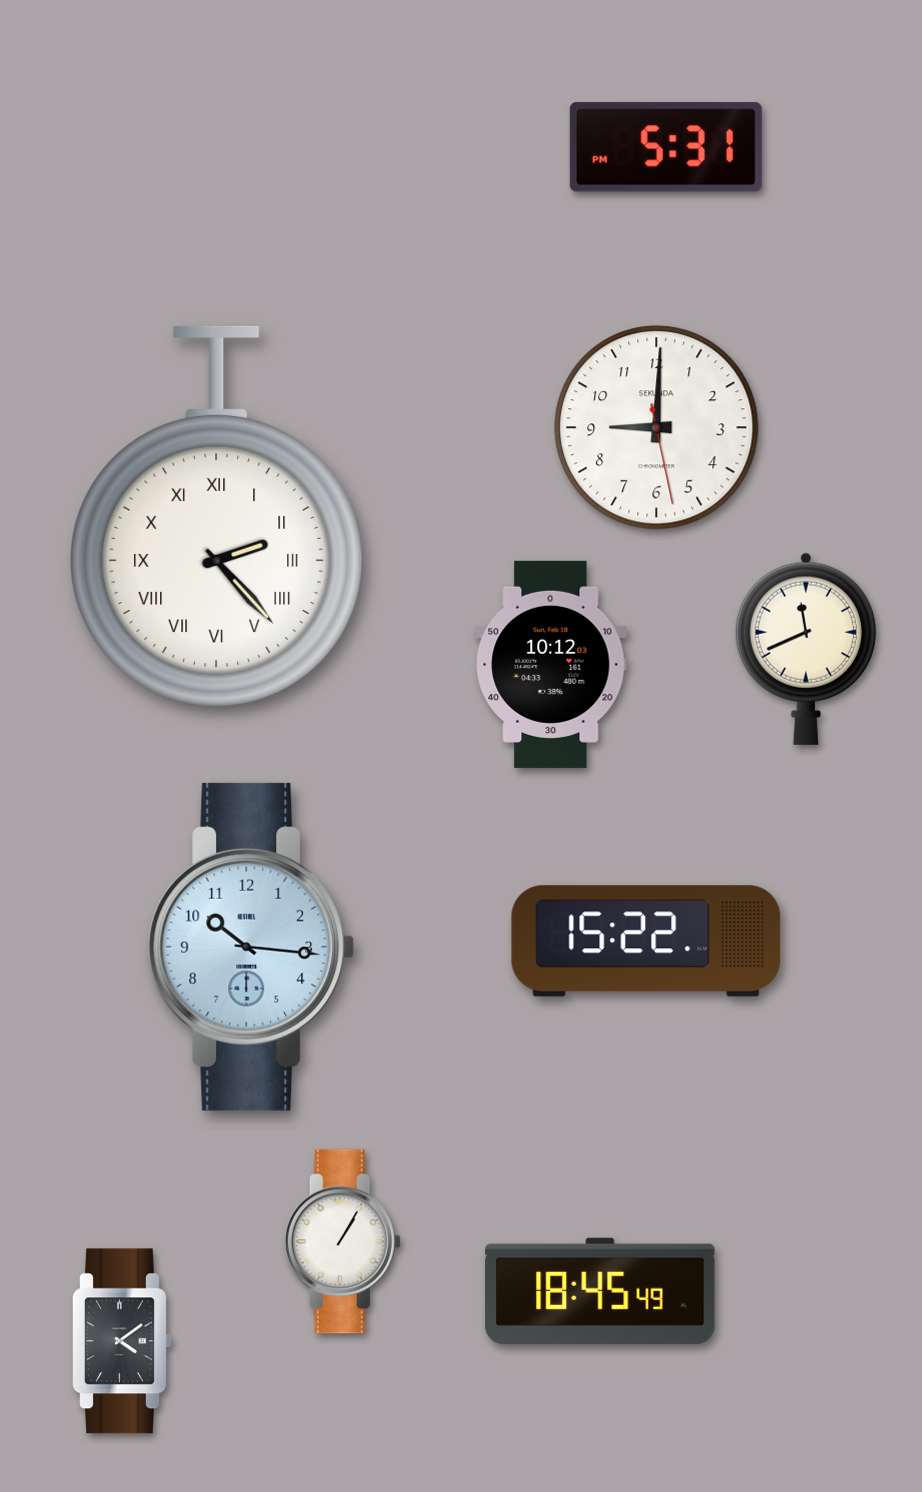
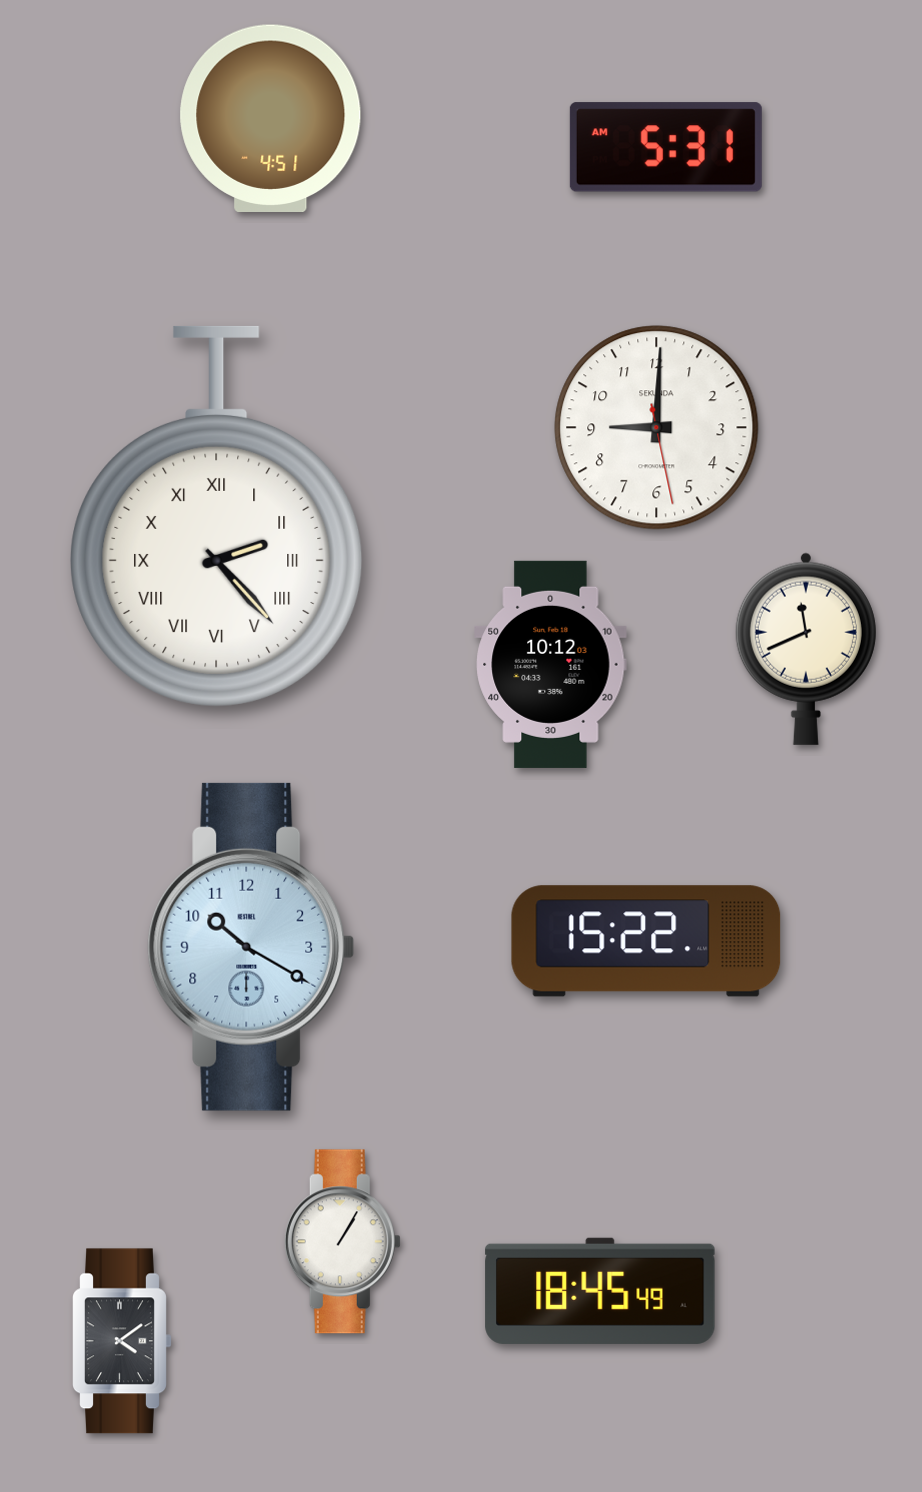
clock at (271, 119): none -> 4:51
clock at (666, 147): 5:31 PM -> 5:31 AM
clock at (251, 947): 10:16 -> 10:20
